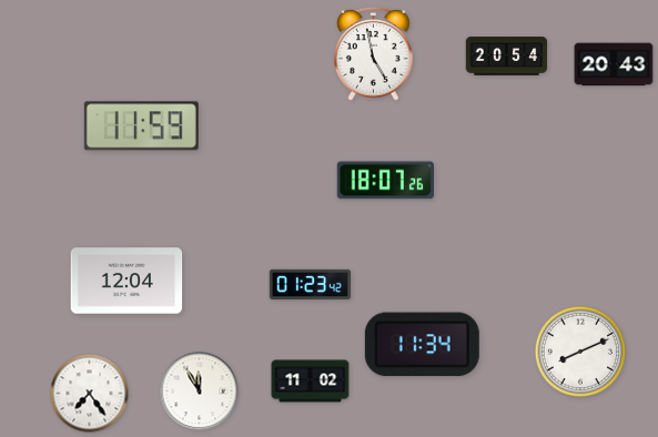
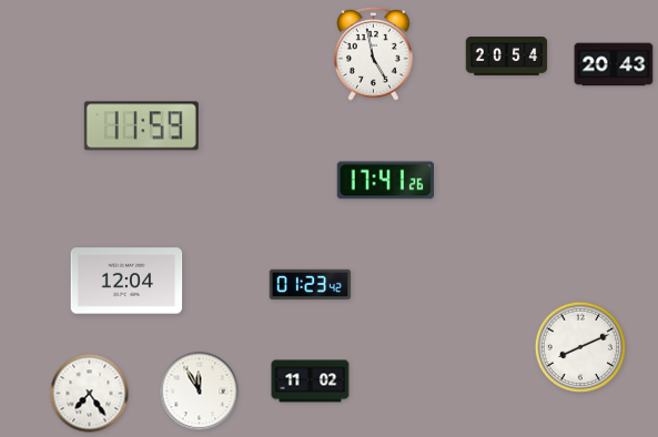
clock at (385, 181): 18:07 -> 17:41
clock at (422, 345): 11:34 -> none
clock at (579, 350) position: (579, 350) -> (579, 346)
